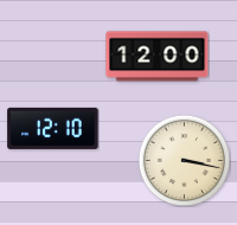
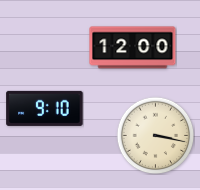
clock at (53, 128): 12:10 -> 9:10
